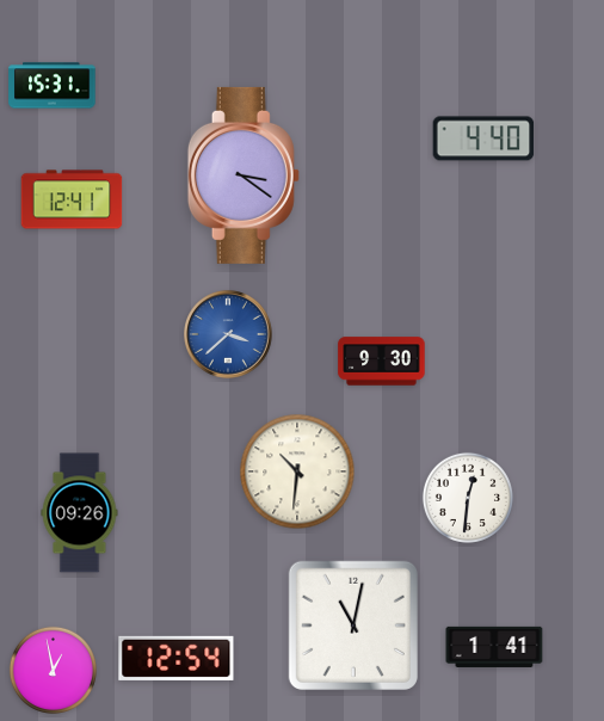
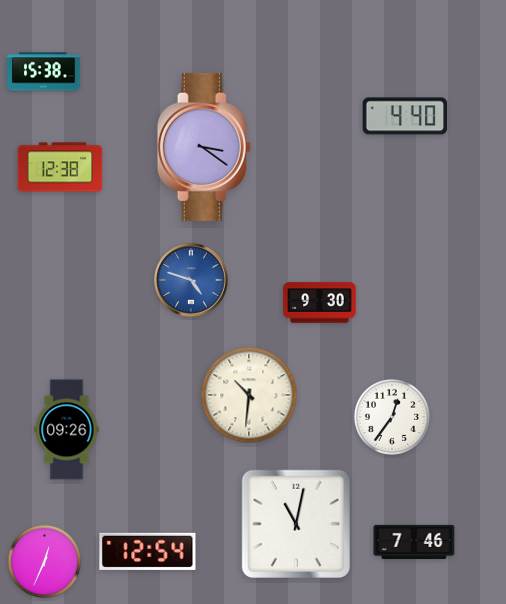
clock at (53, 86): 15:31 -> 15:38
clock at (72, 199): 12:41 -> 12:38
clock at (228, 334): 3:38 -> 4:48
clock at (468, 498): 12:31 -> 12:36
clock at (494, 647): 1:41 -> 7:46
clock at (53, 670): 12:58 -> 12:34
